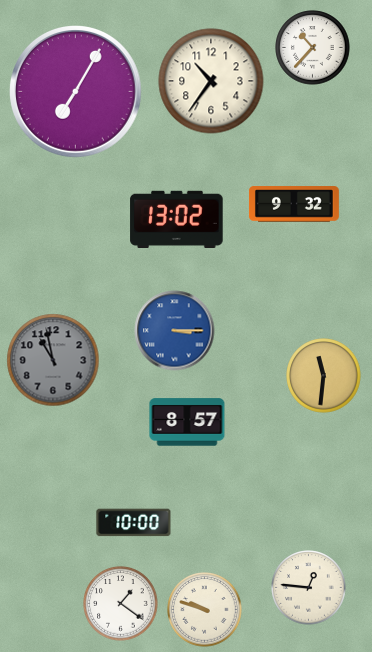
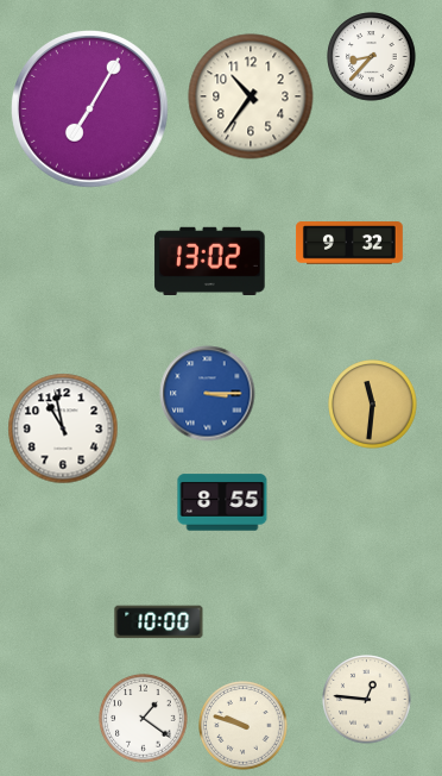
clock at (313, 48): 10:37 -> 8:37
clock at (53, 360) dial: grey -> white
clock at (324, 376) position: (324, 376) -> (373, 405)
clock at (187, 422): 8:57 -> 8:55
